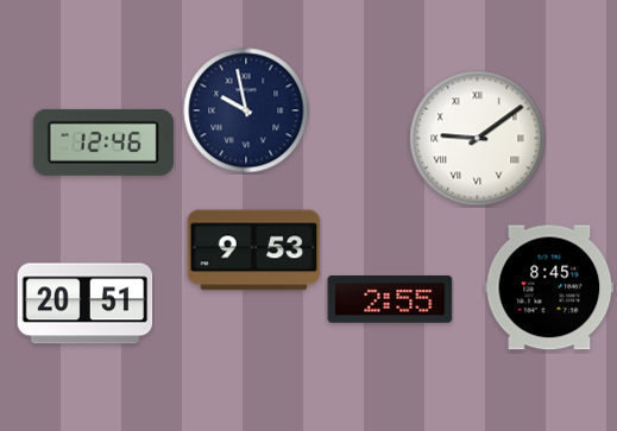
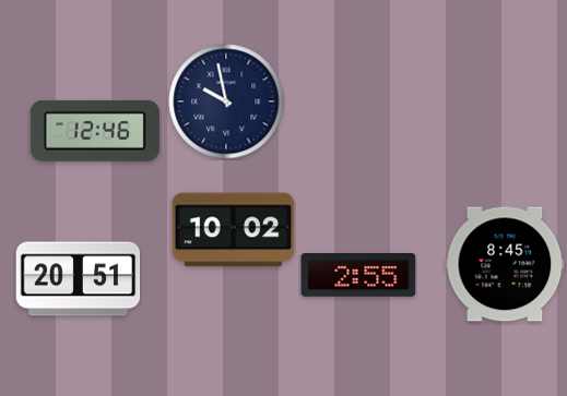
clock at (478, 139): 9:09 -> none
clock at (254, 251): 9:53 -> 10:02
